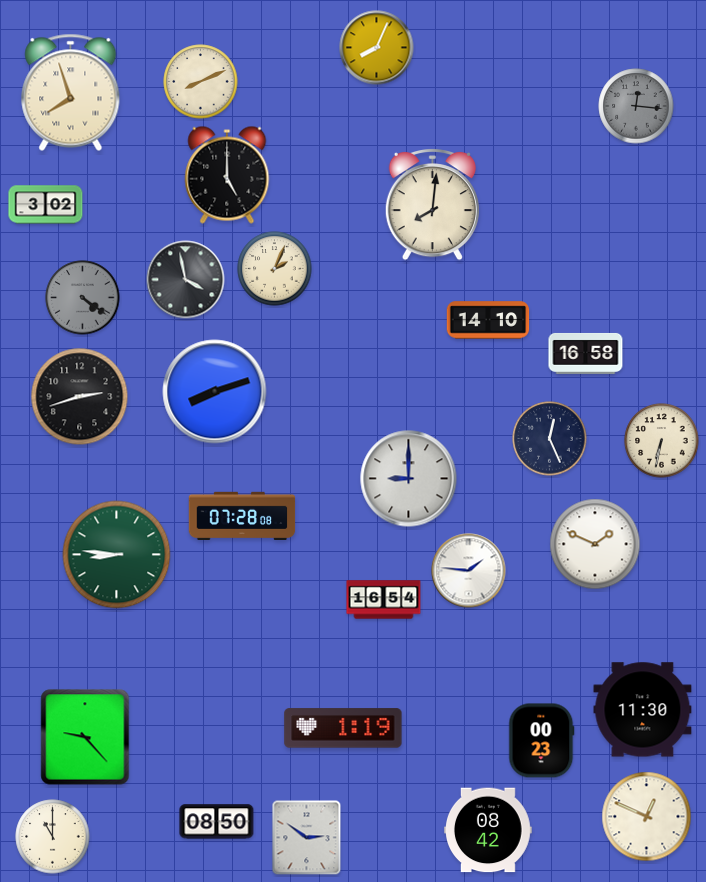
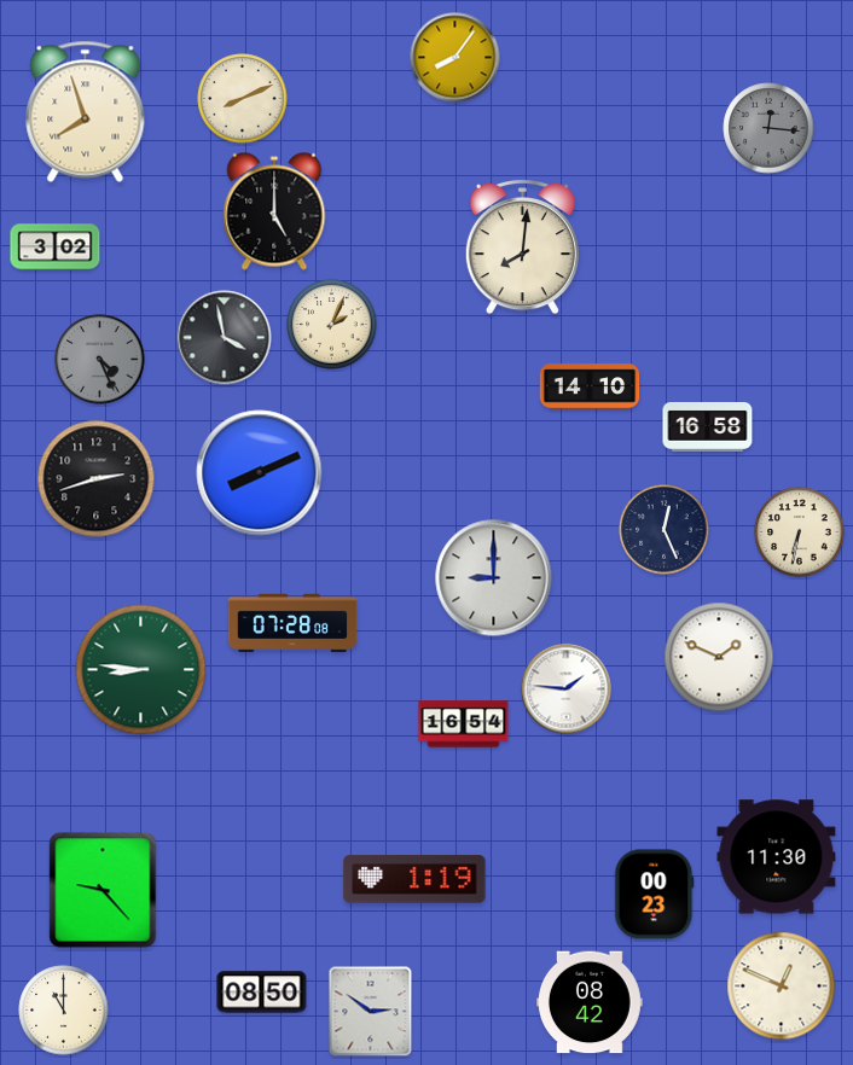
clock at (377, 48): 8:04 -> 8:06
clock at (83, 298): 4:21 -> 4:26
clock at (215, 392): 8:12 -> 8:11
